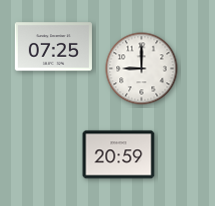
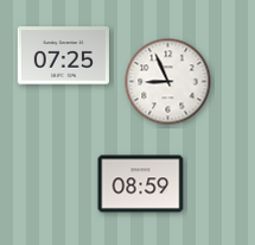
clock at (142, 69): 9:00 -> 8:56
clock at (119, 155): 20:59 -> 08:59
